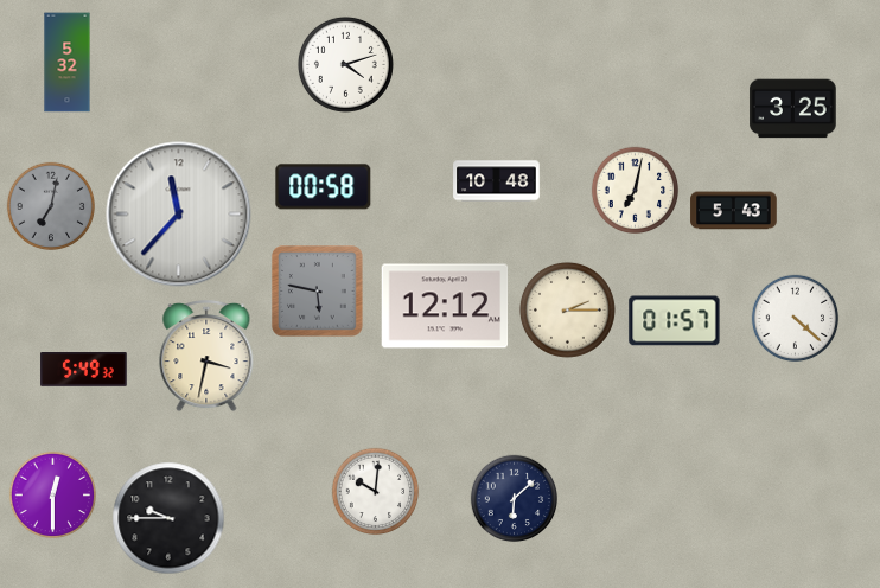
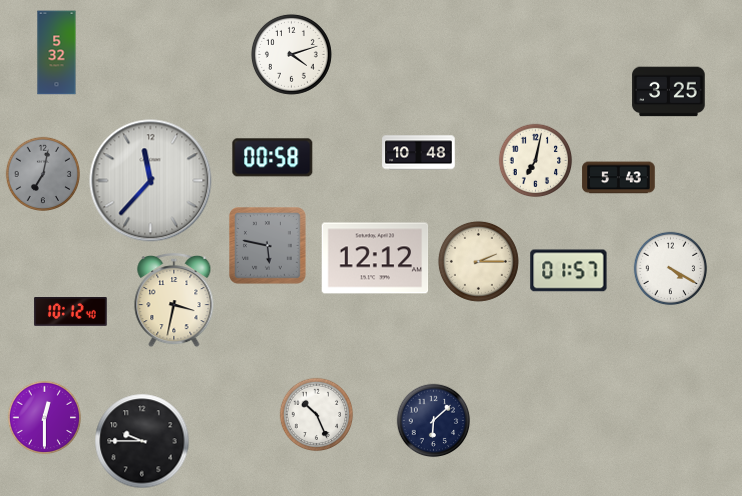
clock at (796, 319): 4:22 -> 4:20
clock at (84, 370): 5:49 -> 10:12
clock at (376, 492): 10:01 -> 10:26
clock at (168, 518) position: (168, 518) -> (142, 441)
